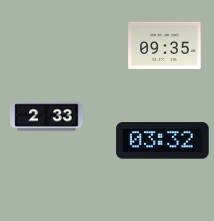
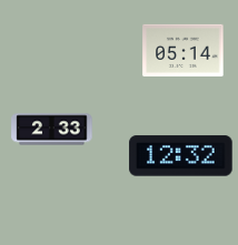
clock at (165, 45): 09:35 -> 05:14
clock at (163, 141): 03:32 -> 12:32
